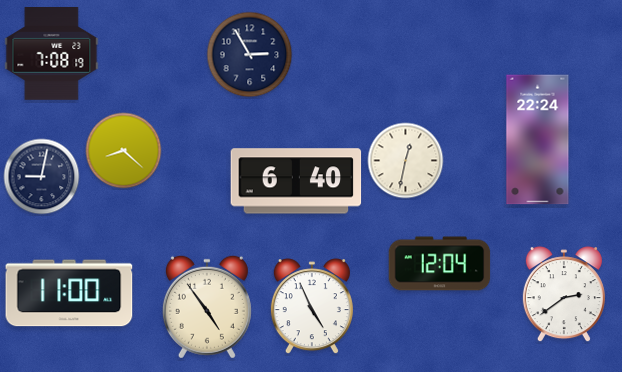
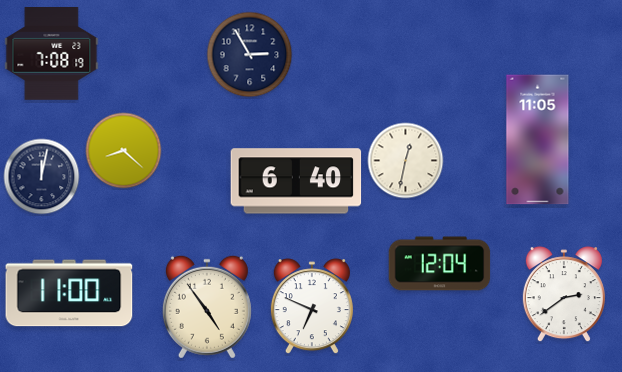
clock at (538, 140): 22:24 -> 11:05
clock at (42, 177): 9:02 -> 12:02
clock at (312, 307): 4:56 -> 6:49
